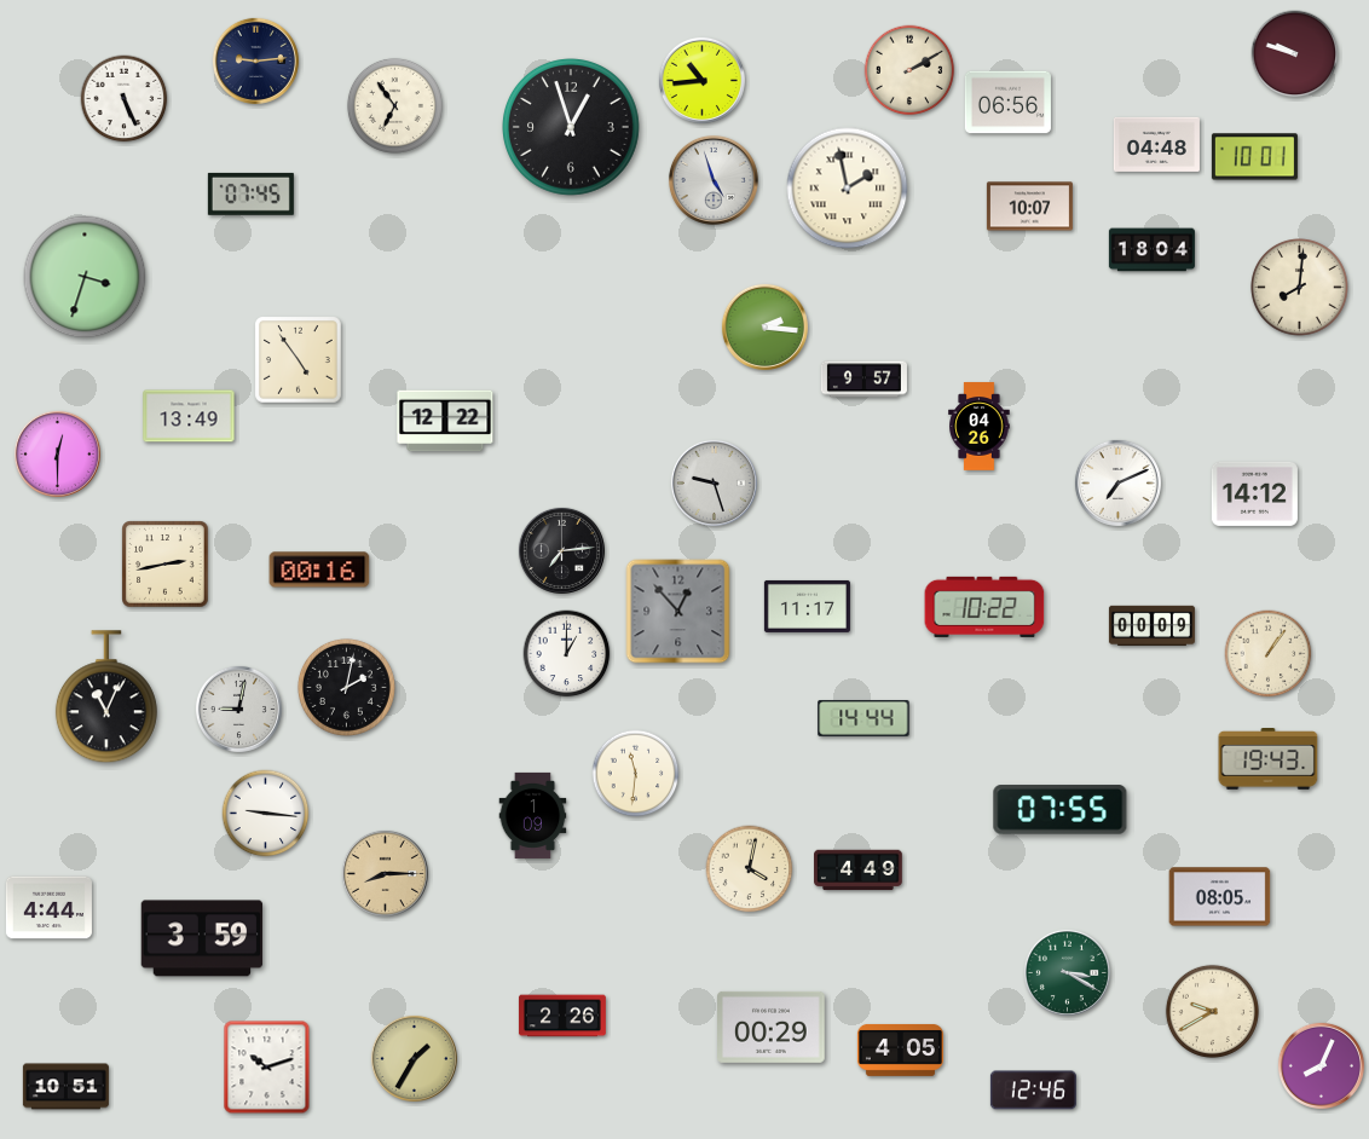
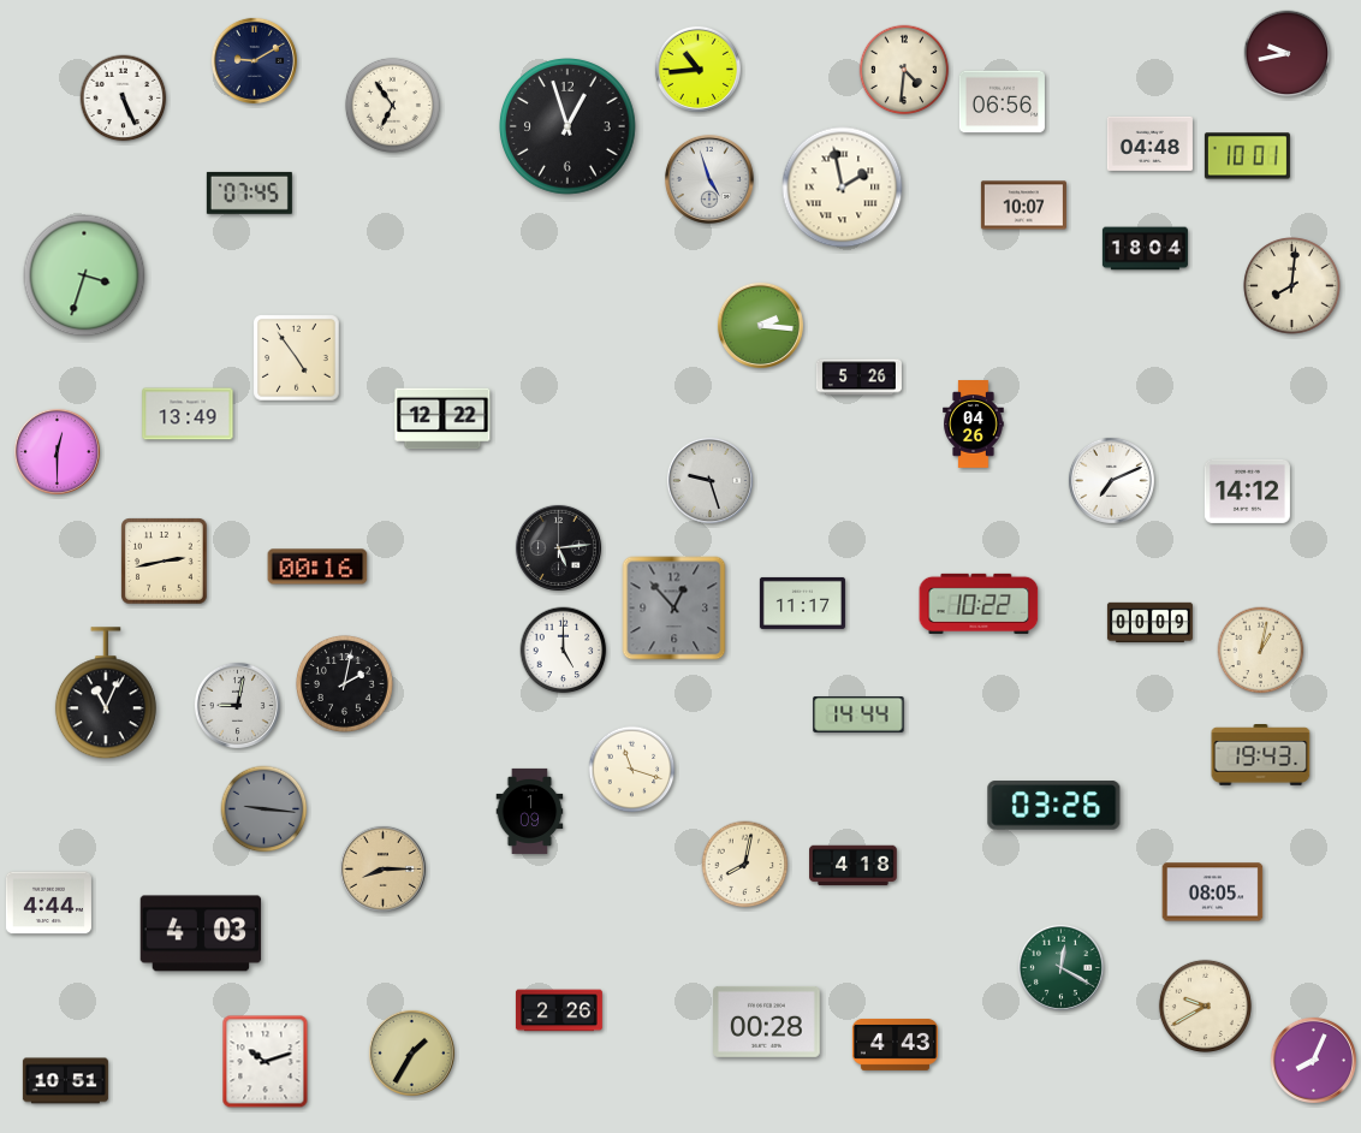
clock at (1295, 54): 9:48 -> 9:43
clock at (255, 60): 9:14 -> 9:10
clock at (909, 70): 2:10 -> 4:31
clock at (701, 80) position: (701, 80) -> (697, 69)
clock at (863, 380): 9:57 -> 5:26
clock at (561, 550): 7:14 -> 5:14
clock at (1151, 626) position: (1151, 626) -> (1149, 623)
clock at (567, 654): 1:00 -> 5:00
clock at (1269, 654): 1:06 -> 1:02
clock at (636, 774): 11:31 -> 11:18
clock at (1061, 810): 07:55 -> 03:26
clock at (266, 814) dial: white -> grey
clock at (750, 869): 4:02 -> 8:02
clock at (859, 871): 4:49 -> 4:18
clock at (202, 938): 3:59 -> 4:03
clock at (1067, 972): 3:20 -> 12:20
clock at (772, 1027): 00:29 -> 00:28
clock at (900, 1051): 4:05 -> 4:43
clock at (1033, 1091): 12:46 -> none
